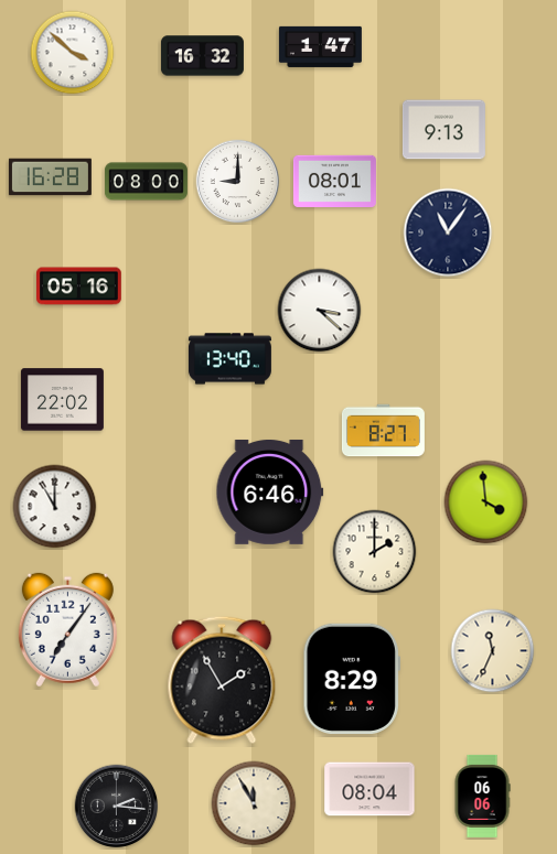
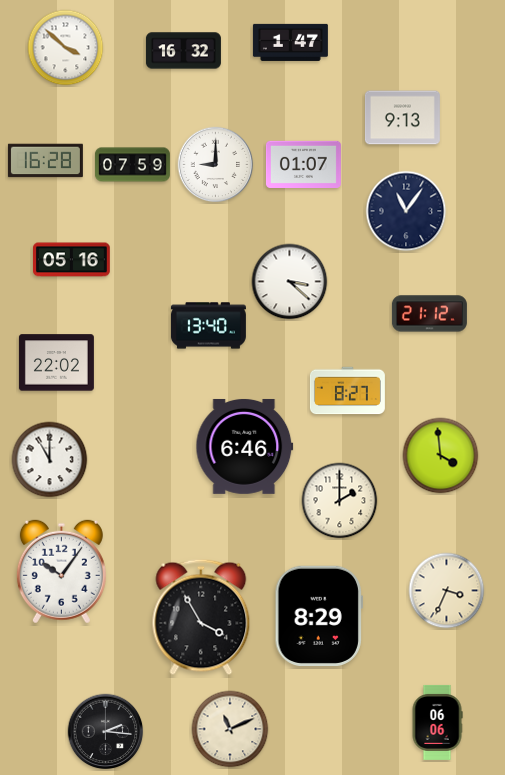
clock at (334, 181): 08:01 -> 01:07
clock at (146, 182): 08:00 -> 07:59
clock at (429, 314): none -> 21:12
clock at (67, 630): 7:06 -> 10:06
clock at (493, 651): 11:34 -> 3:34
clock at (222, 680): 1:55 -> 3:55
clock at (369, 789): 08:04 -> none
clock at (254, 803): 11:55 -> 11:11
